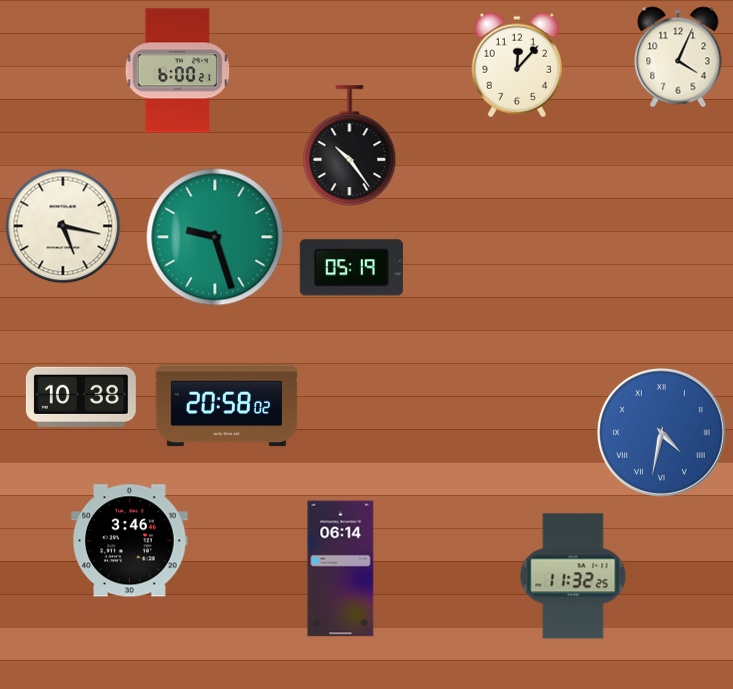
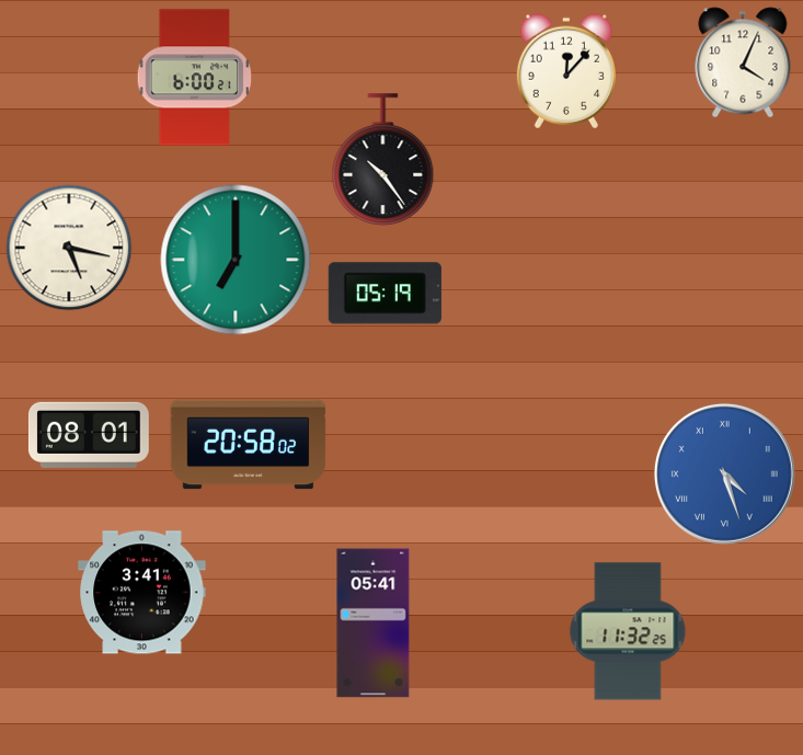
clock at (215, 237): 9:27 -> 7:00
clock at (81, 397): 10:38 -> 08:01
clock at (661, 432): 4:32 -> 4:27
clock at (130, 541): 3:46 -> 3:41
clock at (341, 569): 06:14 -> 05:41
